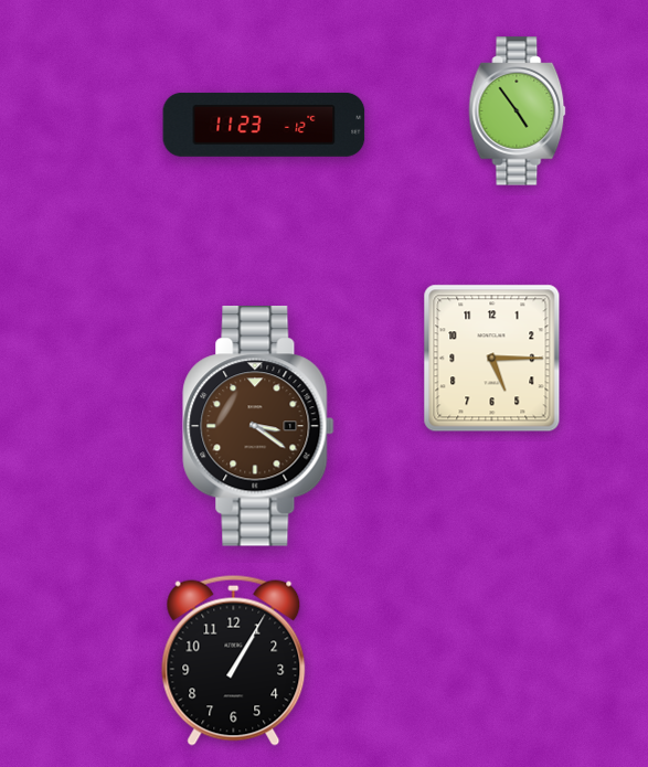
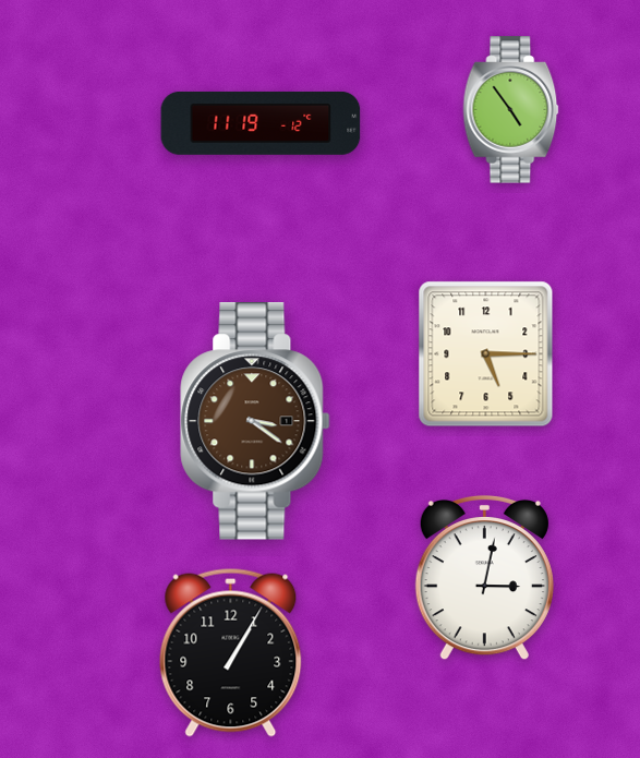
clock at (264, 125): 11:23 -> 11:19
clock at (484, 578): none -> 3:02
